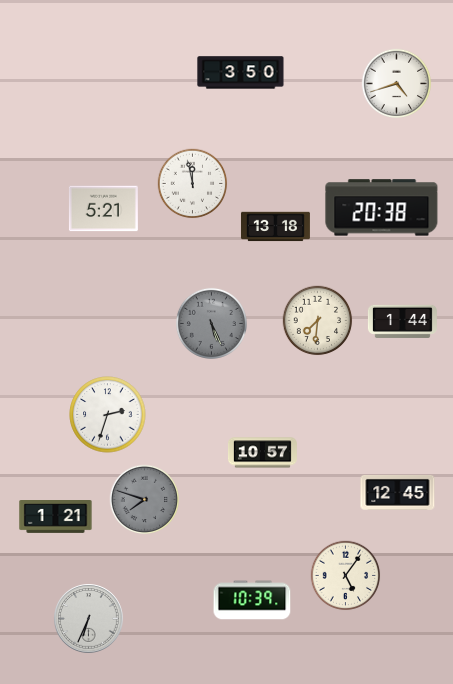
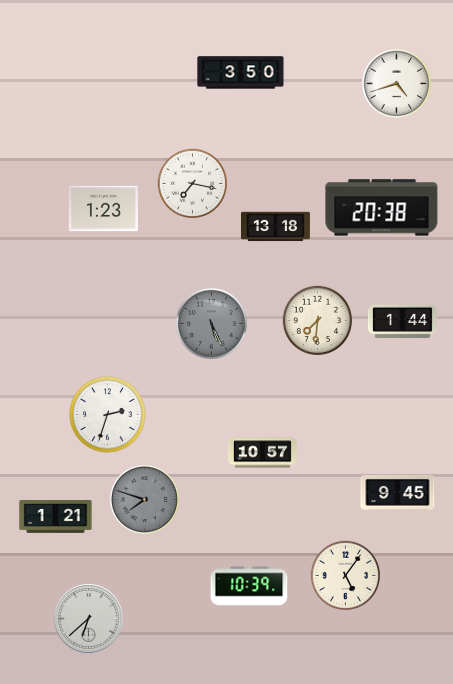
clock at (193, 184): 11:58 -> 7:17
clock at (103, 209): 5:21 -> 1:23
clock at (398, 492): 12:45 -> 9:45
clock at (252, 600) position: (252, 600) -> (249, 586)
clock at (89, 619): 6:34 -> 6:38
